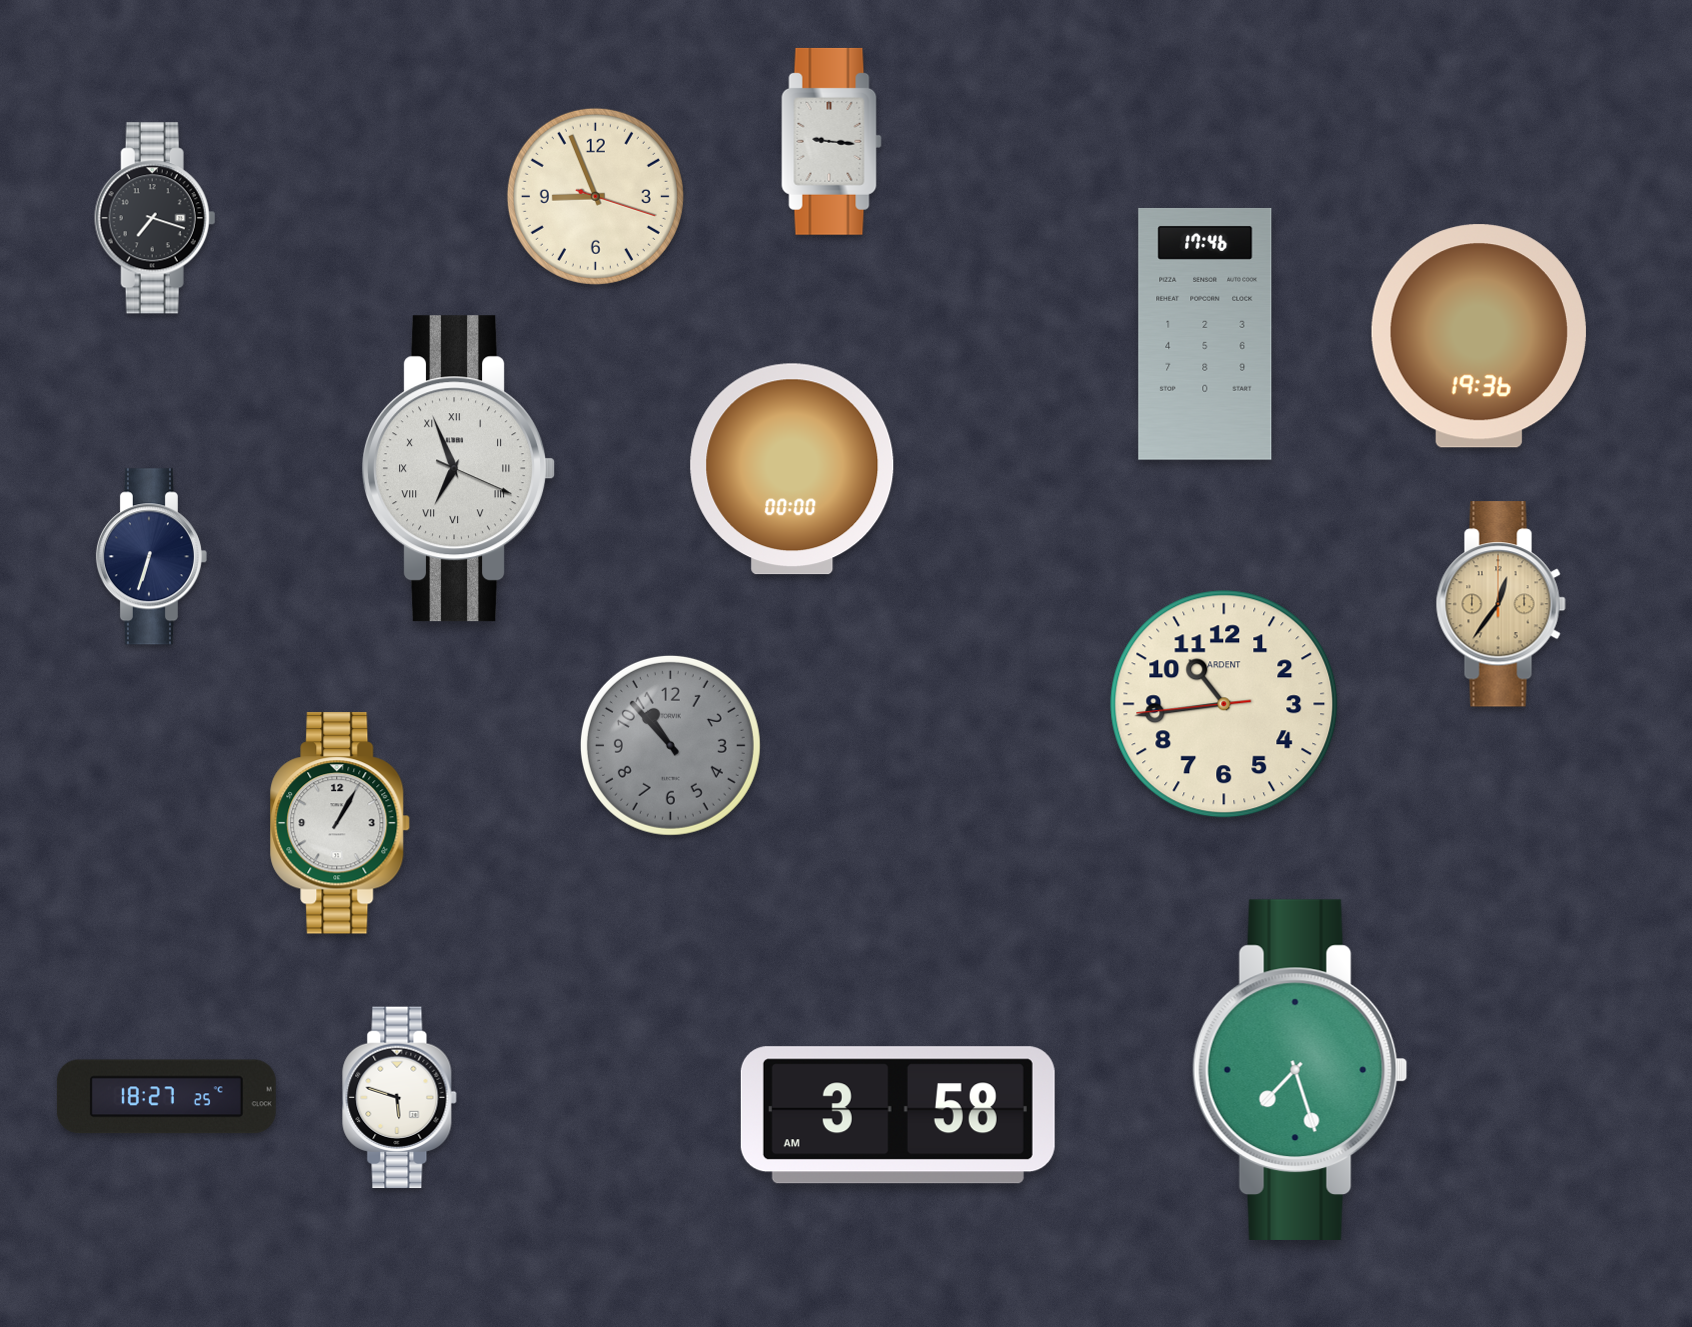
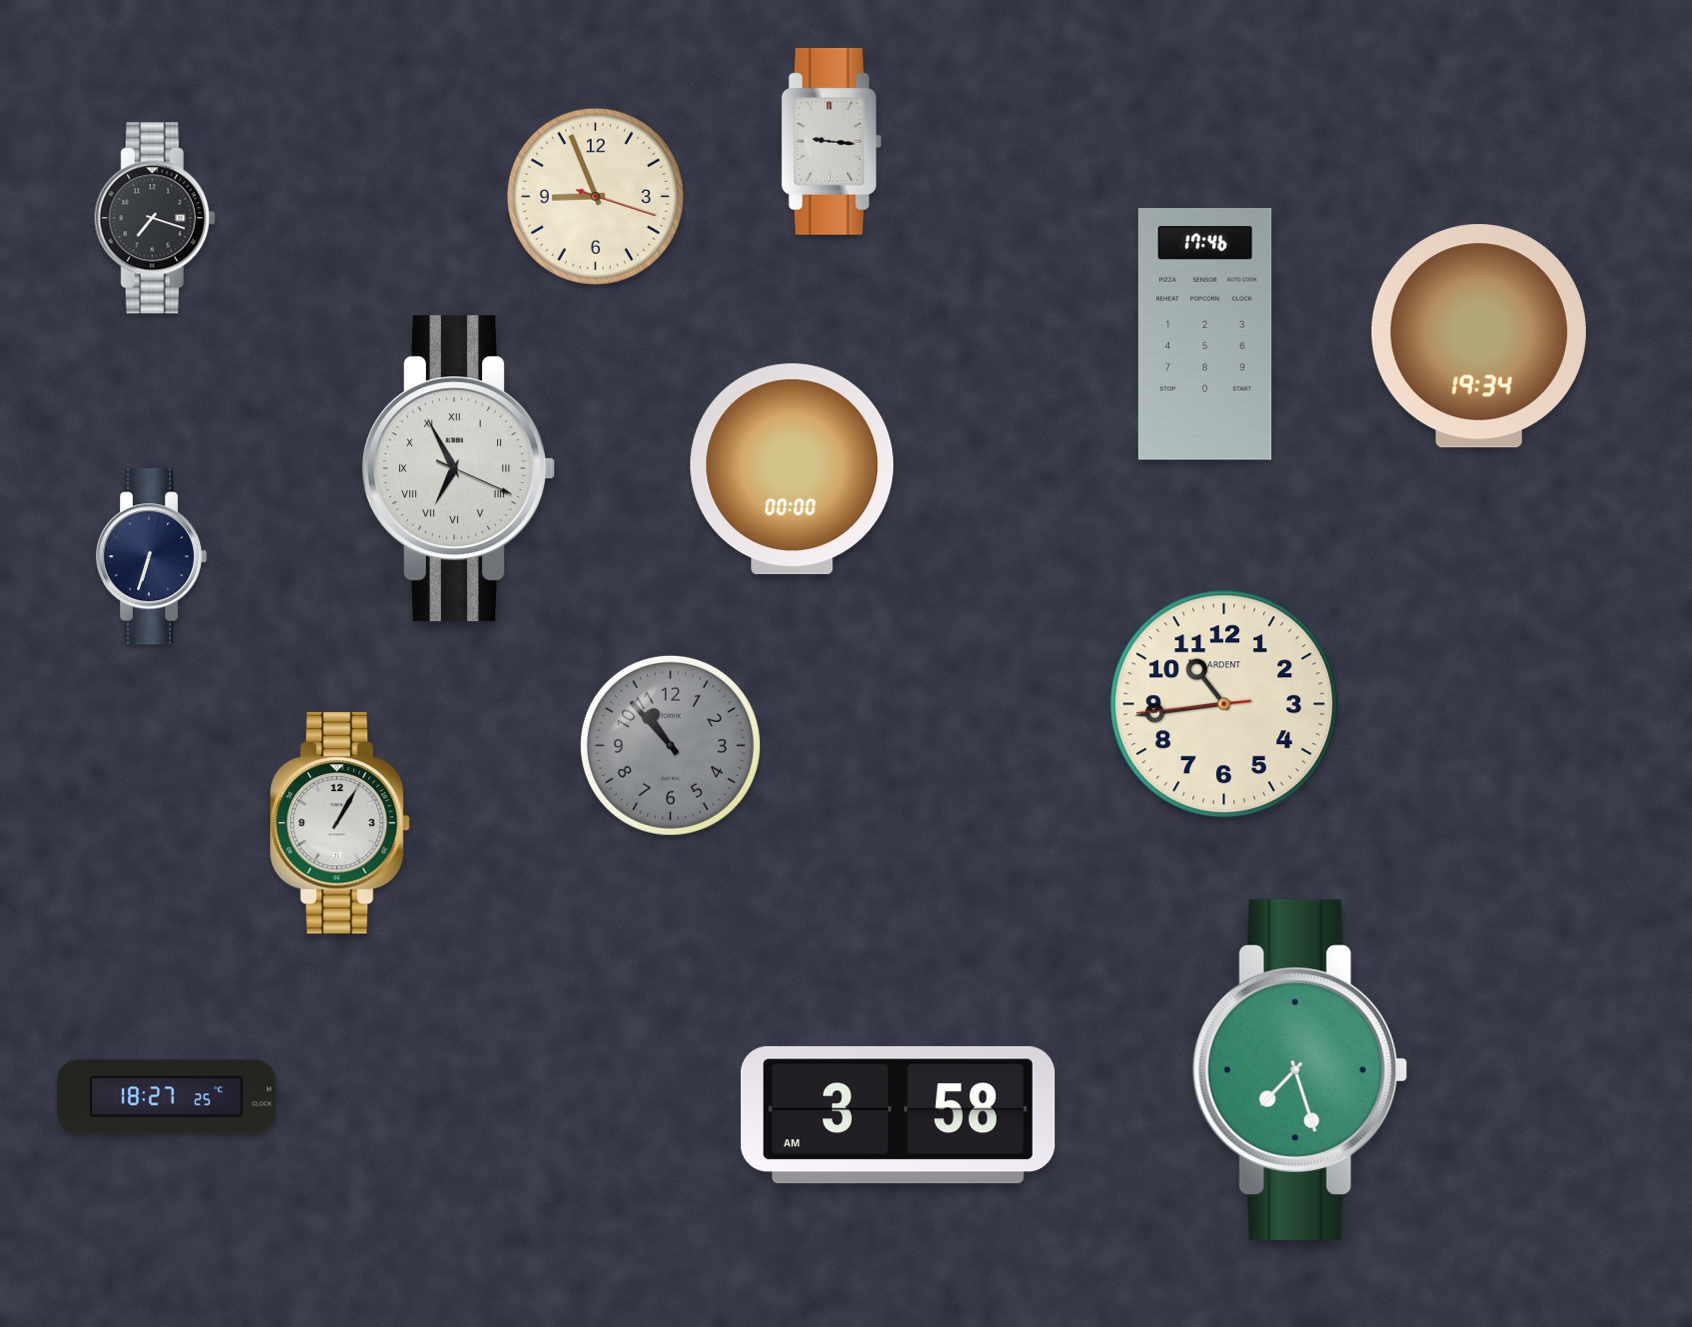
clock at (1479, 336): 19:36 -> 19:34
clock at (458, 469): 6:56 -> 6:55
clock at (1501, 604): 12:36 -> none
clock at (400, 1098): 5:48 -> none
